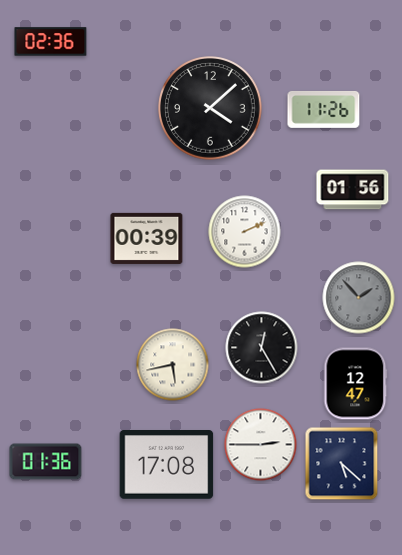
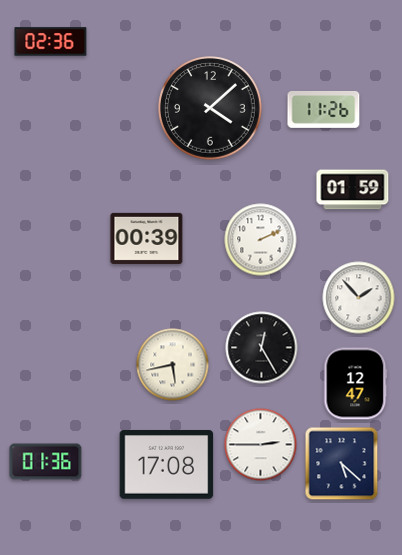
clock at (353, 190): 01:56 -> 01:59
clock at (245, 232) position: (245, 232) -> (261, 240)
clock at (359, 298) dial: grey -> white
